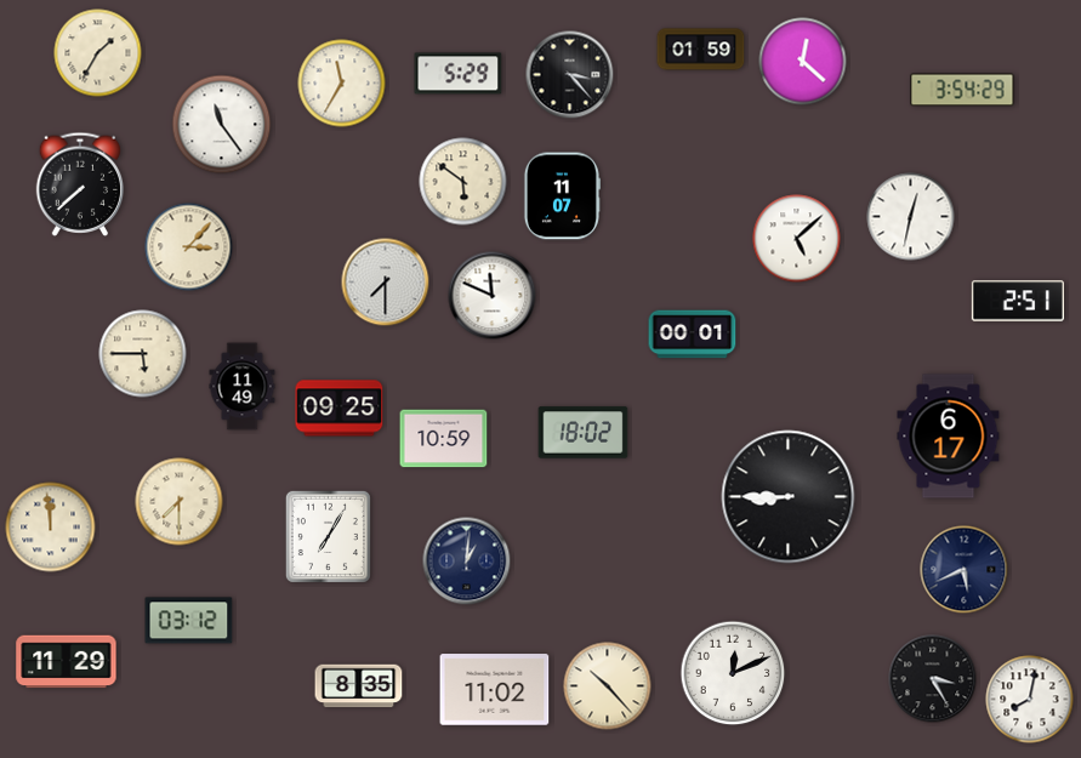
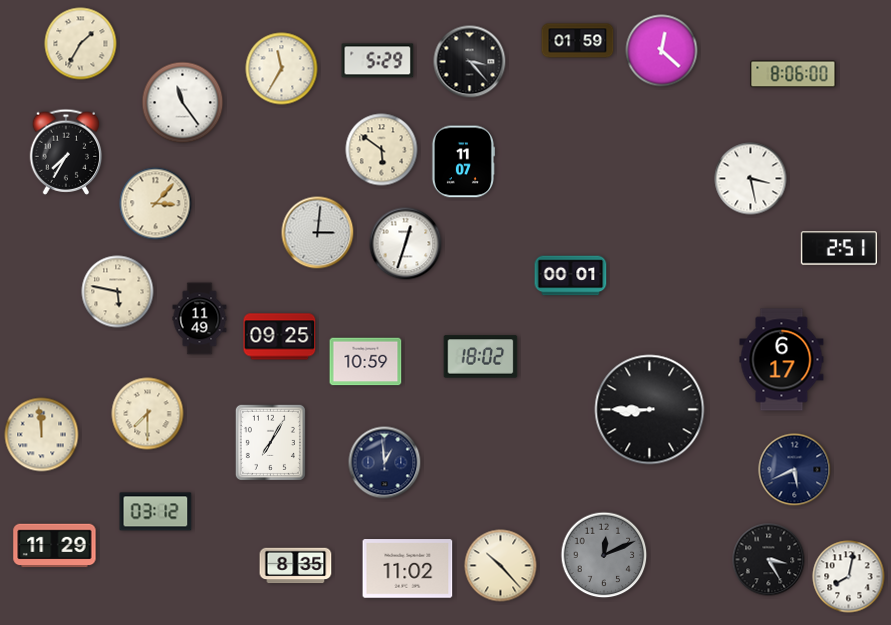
clock at (962, 90): 3:54 -> 8:06
clock at (80, 184): 7:38 -> 7:35
clock at (911, 217): 12:32 -> 3:28
clock at (797, 239): 5:08 -> none
clock at (386, 283): 7:30 -> 3:01
clock at (493, 296): 11:49 -> 12:33
clock at (143, 354): 5:45 -> 5:47
clock at (467, 562): 1:01 -> 12:59
clock at (733, 673) dial: white -> grey
